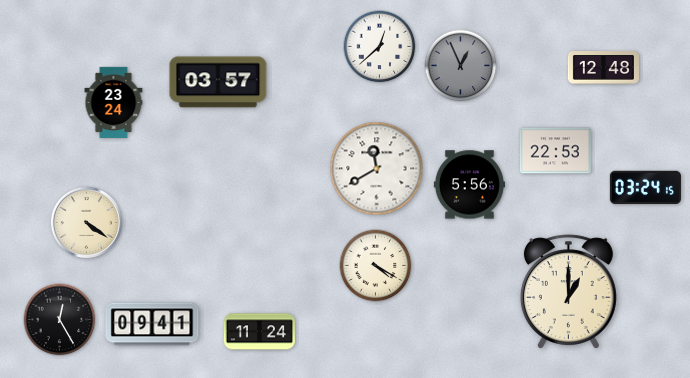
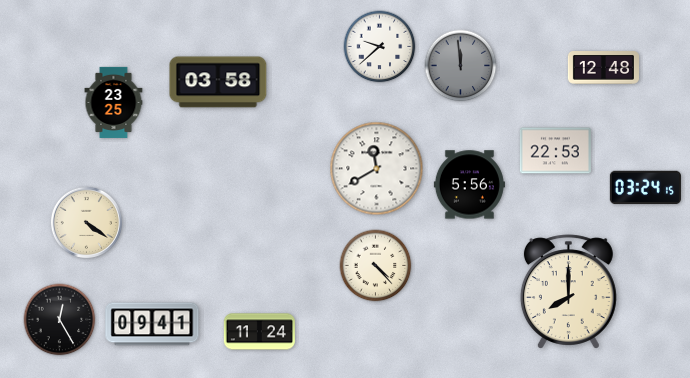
clock at (380, 47): 12:38 -> 9:38
clock at (461, 66): 12:56 -> 11:59
clock at (218, 82): 03:57 -> 03:58
clock at (114, 102): 23:24 -> 23:25
clock at (376, 266): 4:20 -> 4:23
clock at (568, 292): 1:00 -> 8:00
